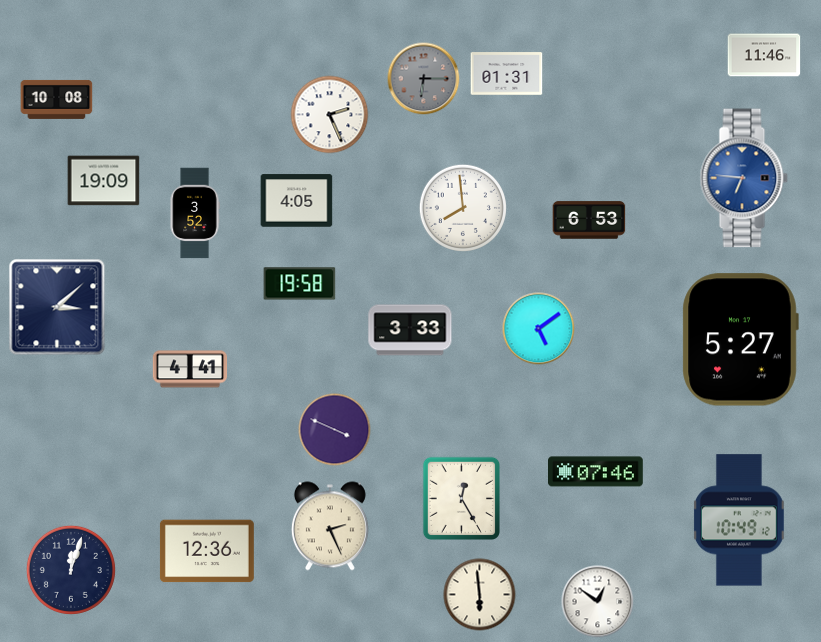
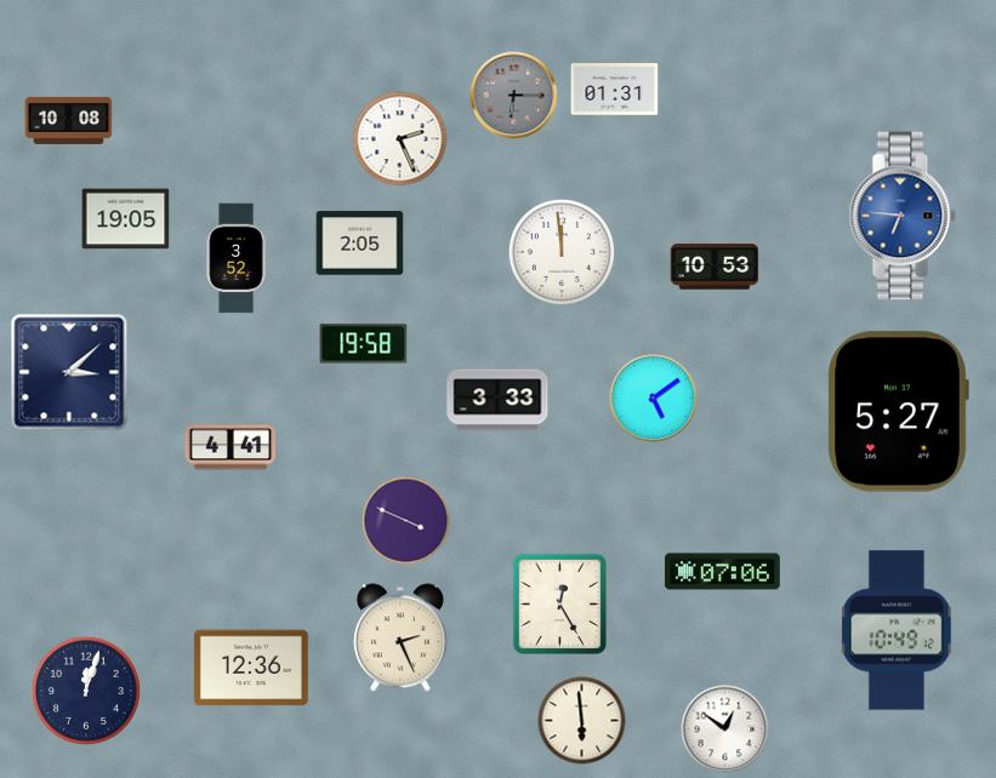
clock at (764, 55): 11:46 -> none
clock at (104, 181): 19:09 -> 19:05
clock at (297, 201): 4:05 -> 2:05
clock at (463, 208): 7:59 -> 11:59
clock at (589, 220): 6:53 -> 10:53
clock at (596, 472): 07:46 -> 07:06
